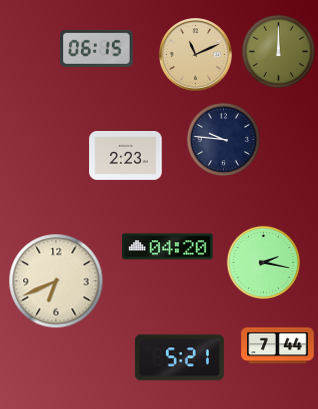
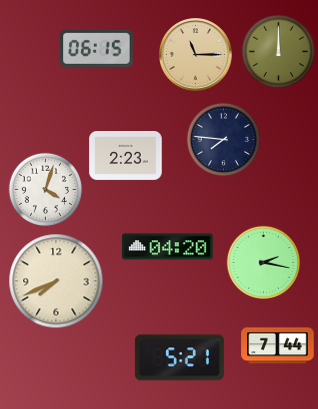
clock at (196, 55): 11:11 -> 11:15
clock at (223, 139): 9:46 -> 7:46
clock at (45, 189): none -> 4:03
clock at (56, 281): 6:41 -> 7:41
